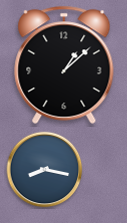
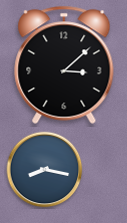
clock at (64, 65): 1:08 -> 3:08
